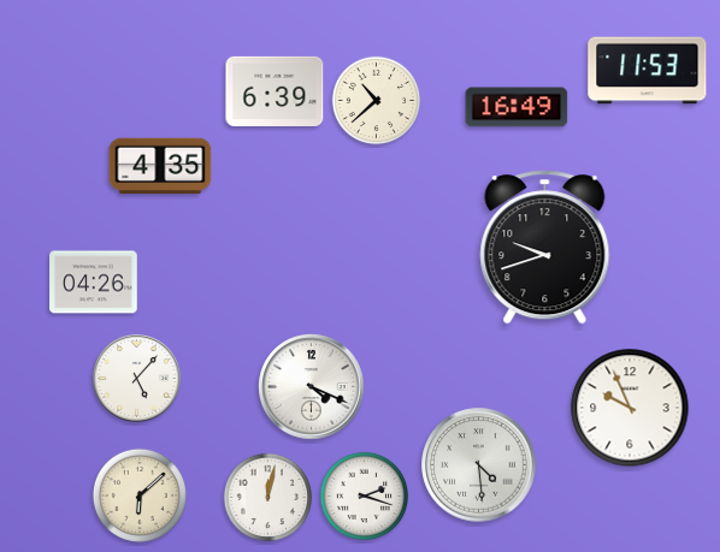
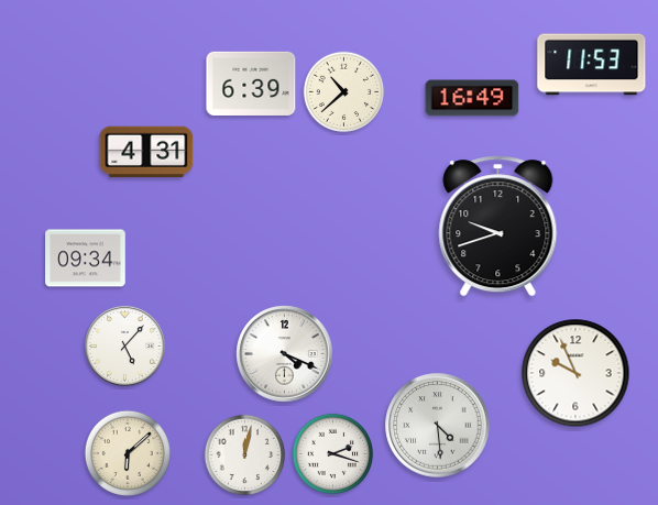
clock at (160, 166): 4:35 -> 4:31
clock at (94, 283): 04:26 -> 09:34
